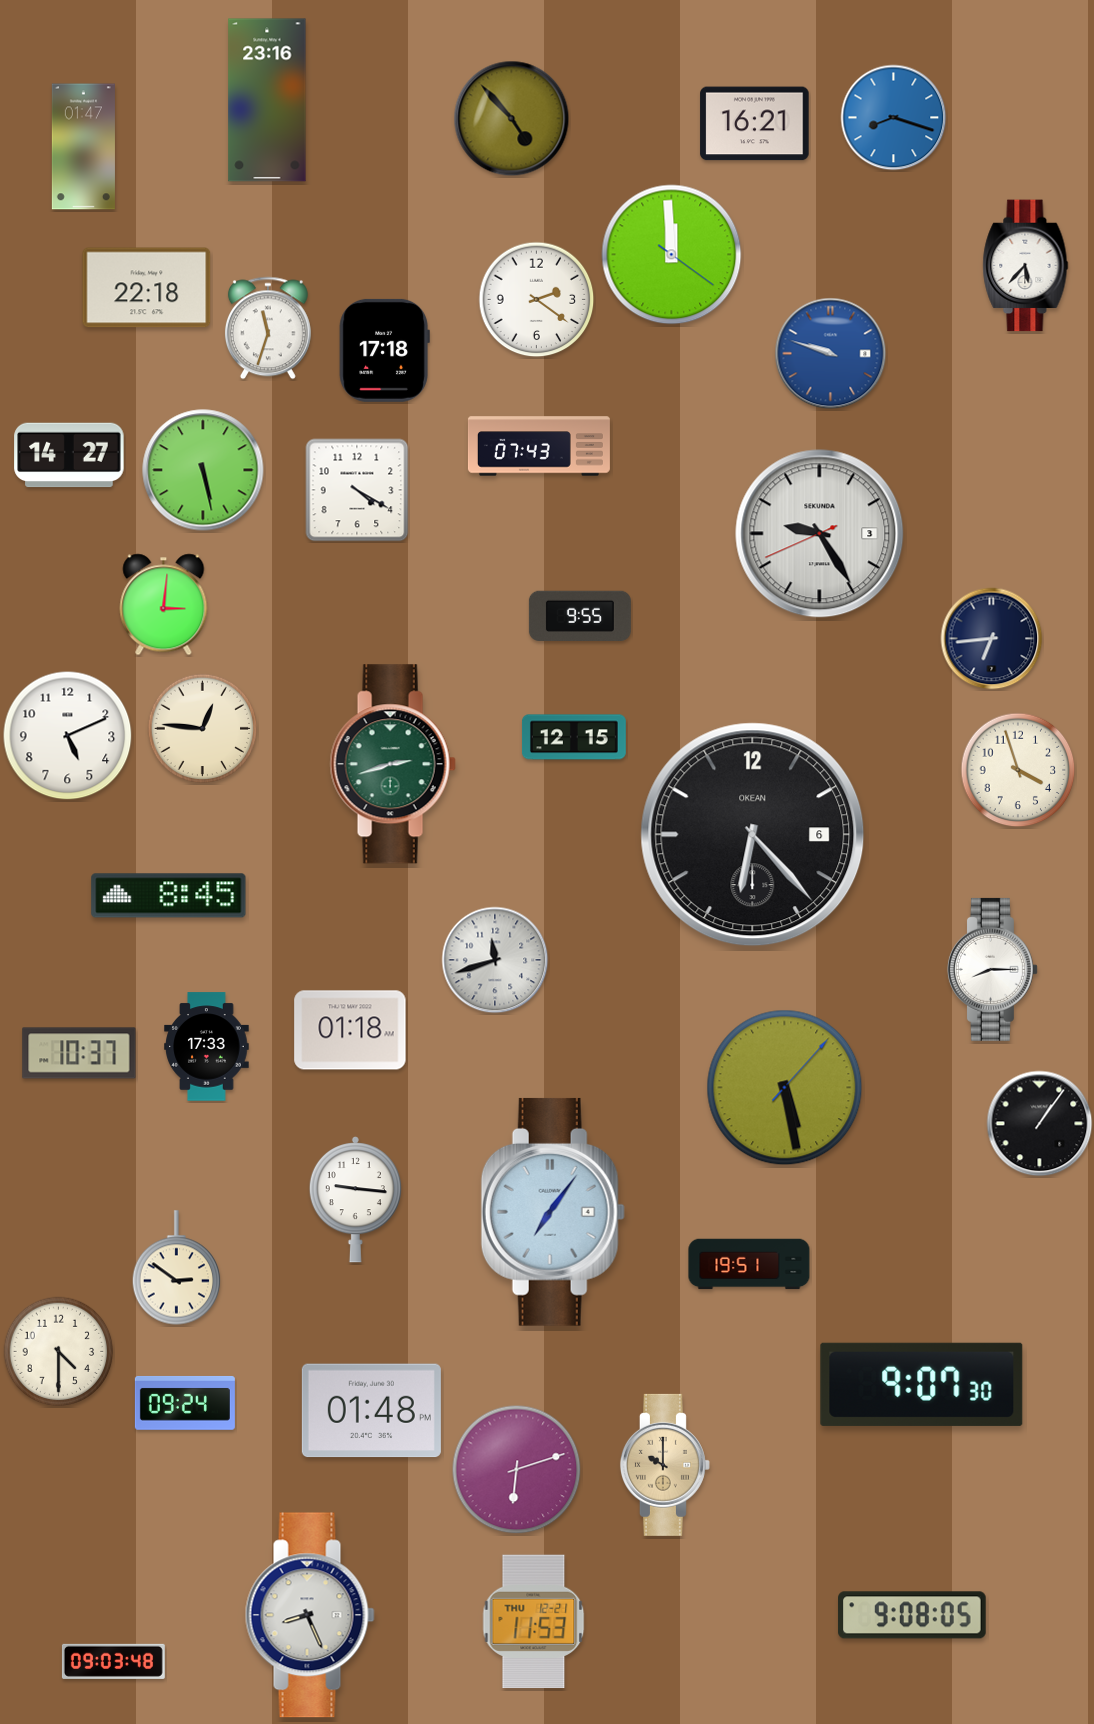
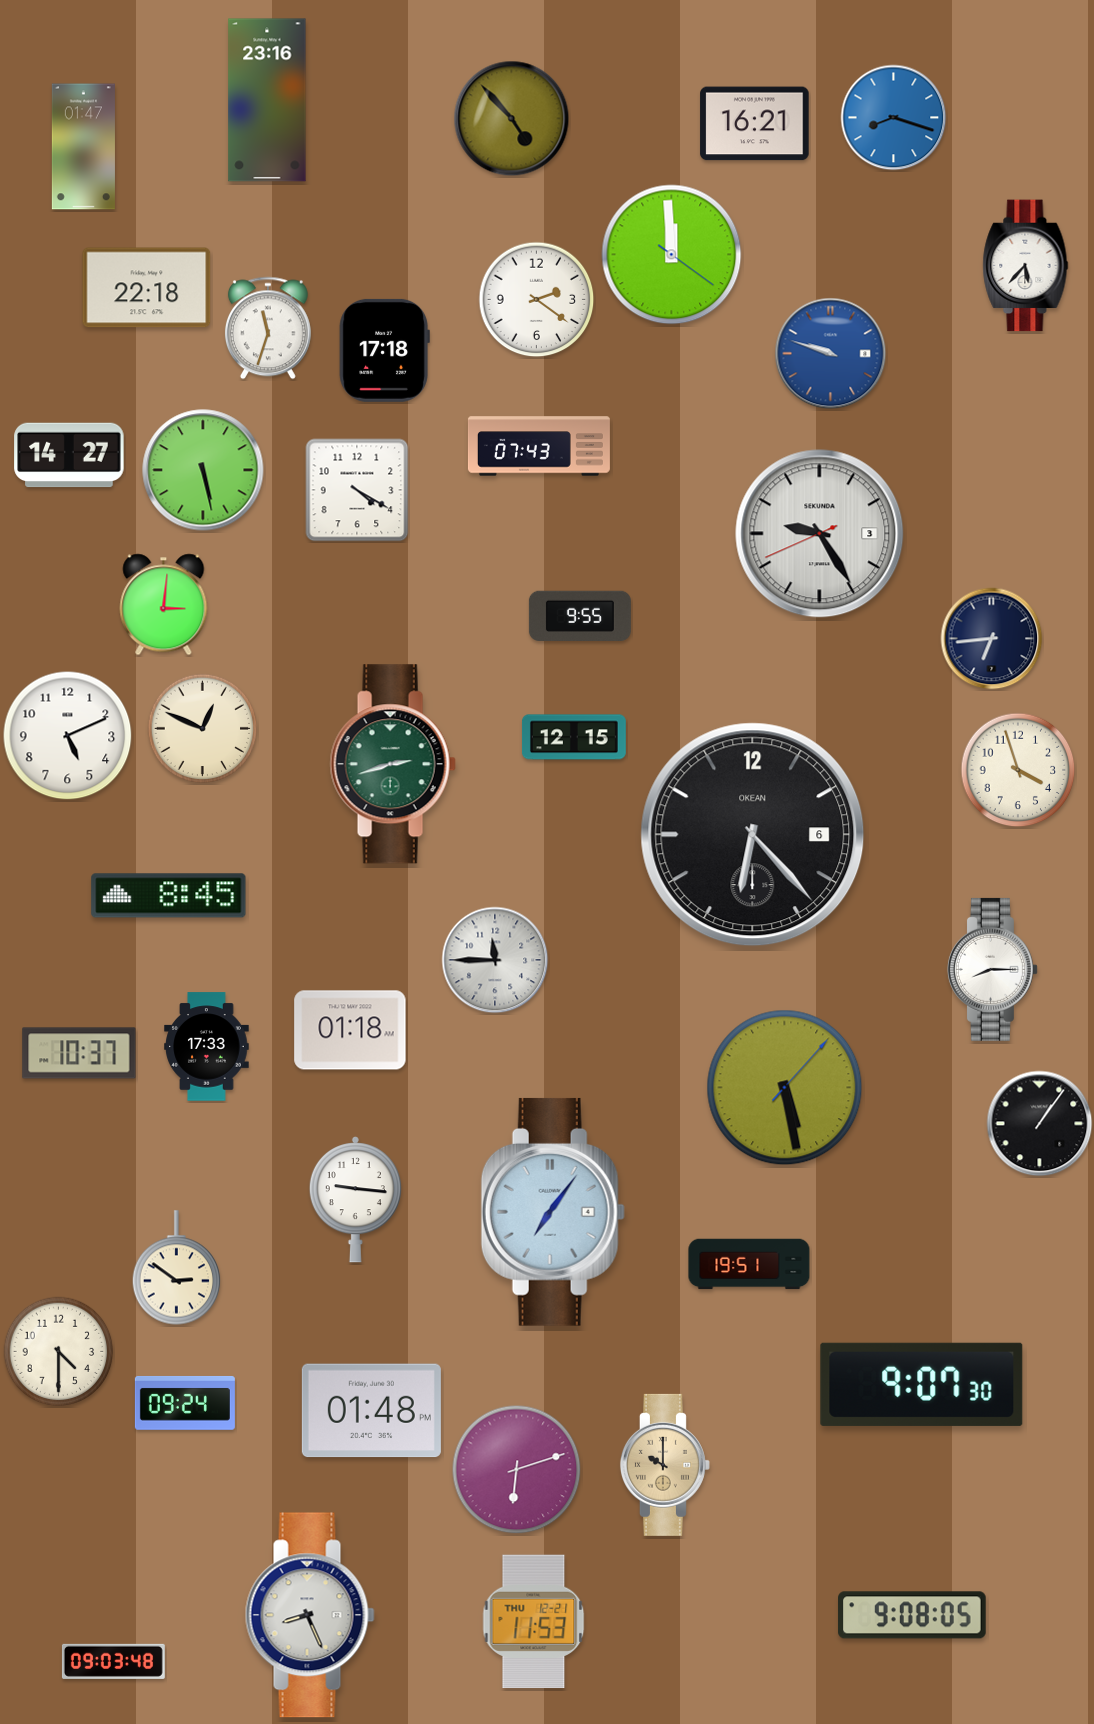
clock at (203, 729): 12:46 -> 12:49
clock at (495, 960): 11:42 -> 11:45
